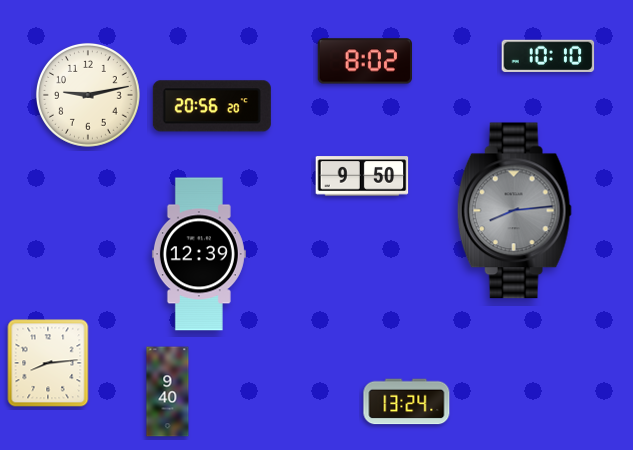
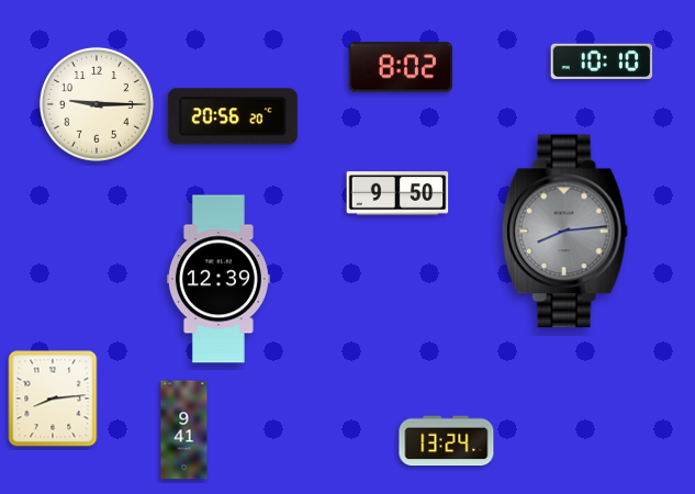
clock at (88, 95): 9:13 -> 9:15
clock at (168, 392): 9:40 -> 9:41
